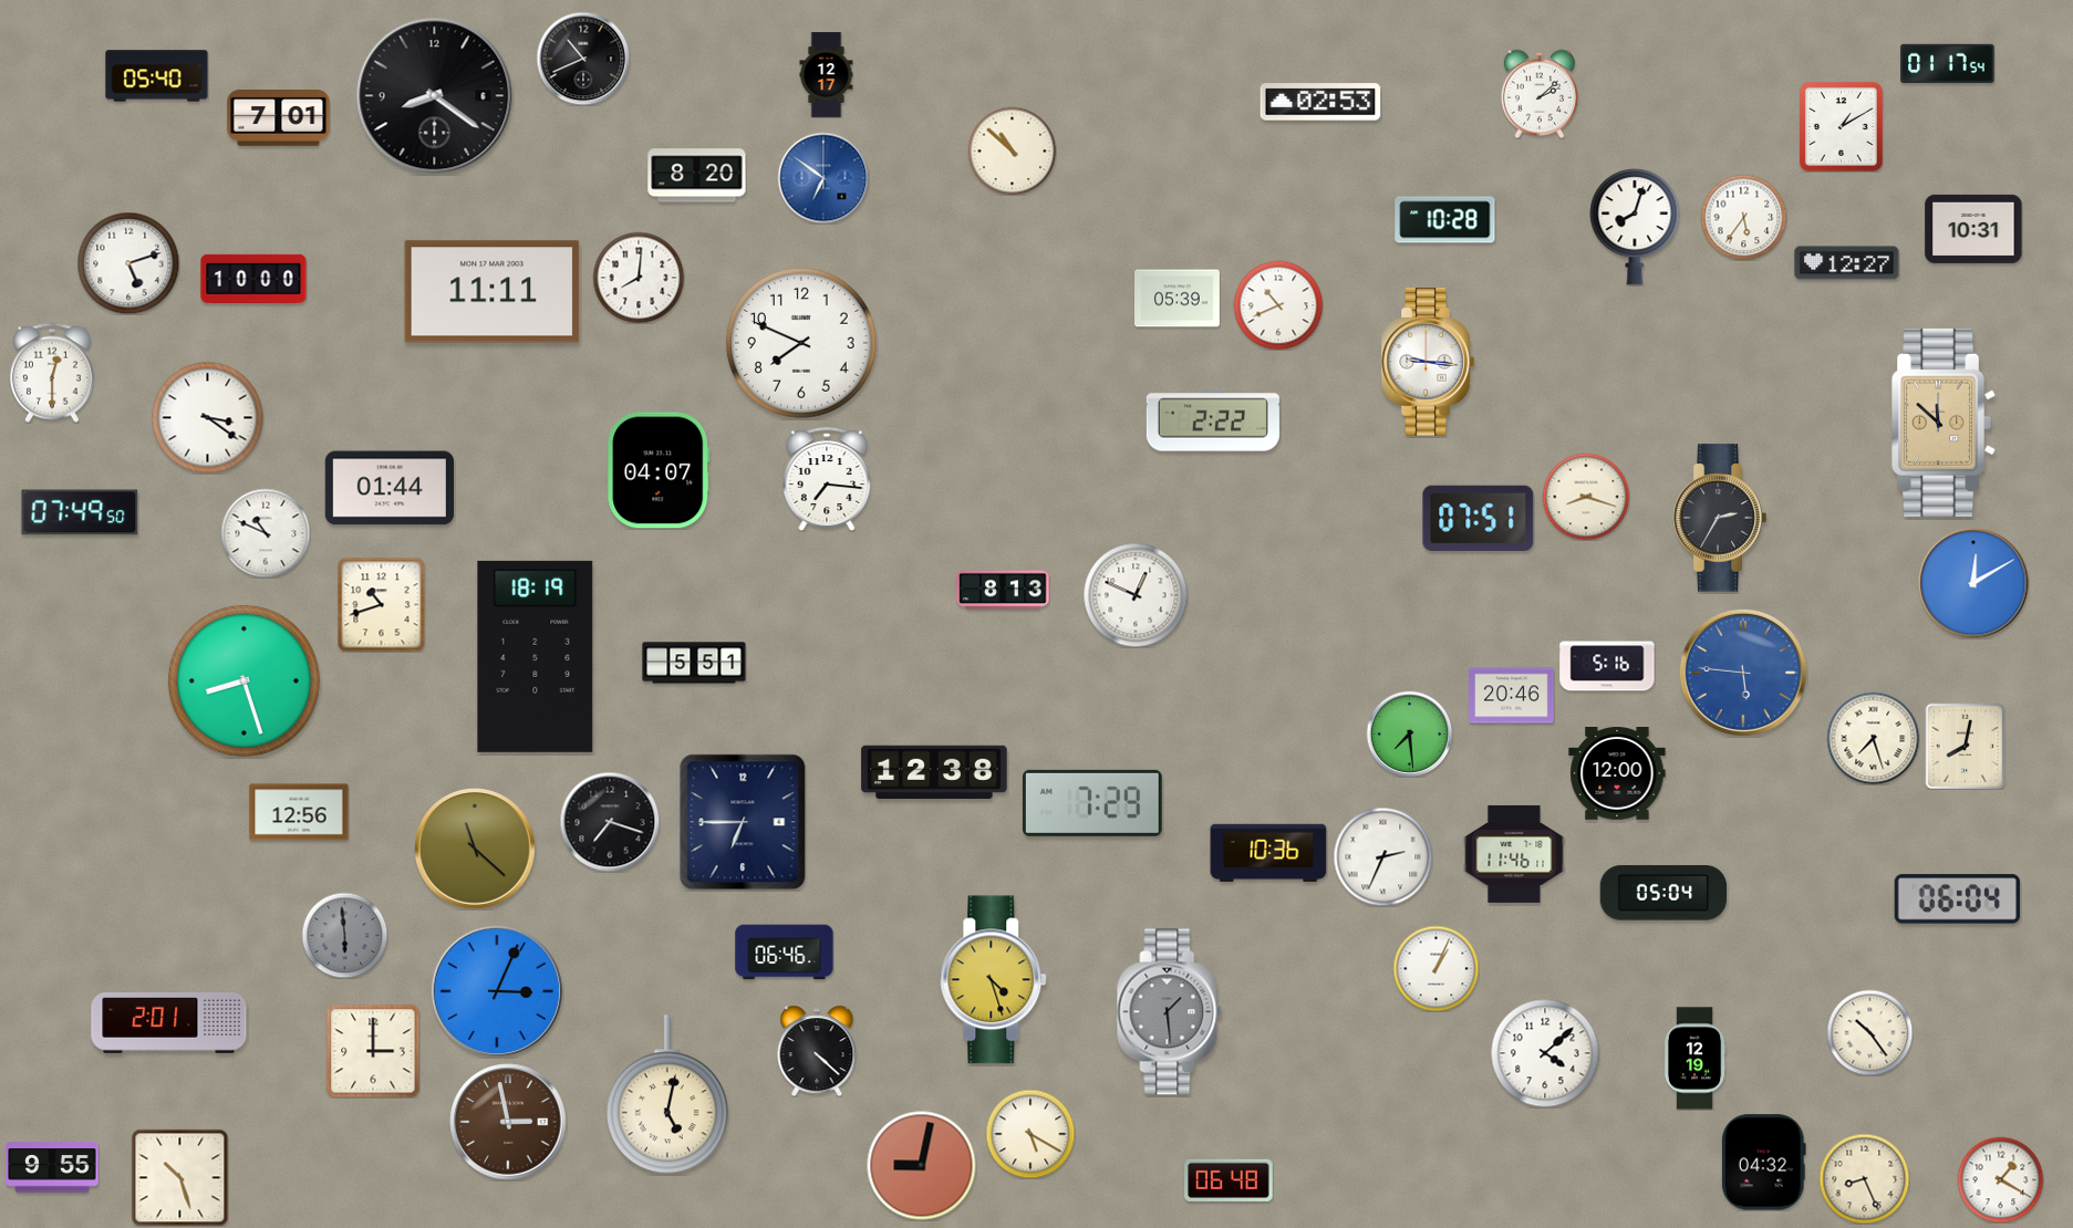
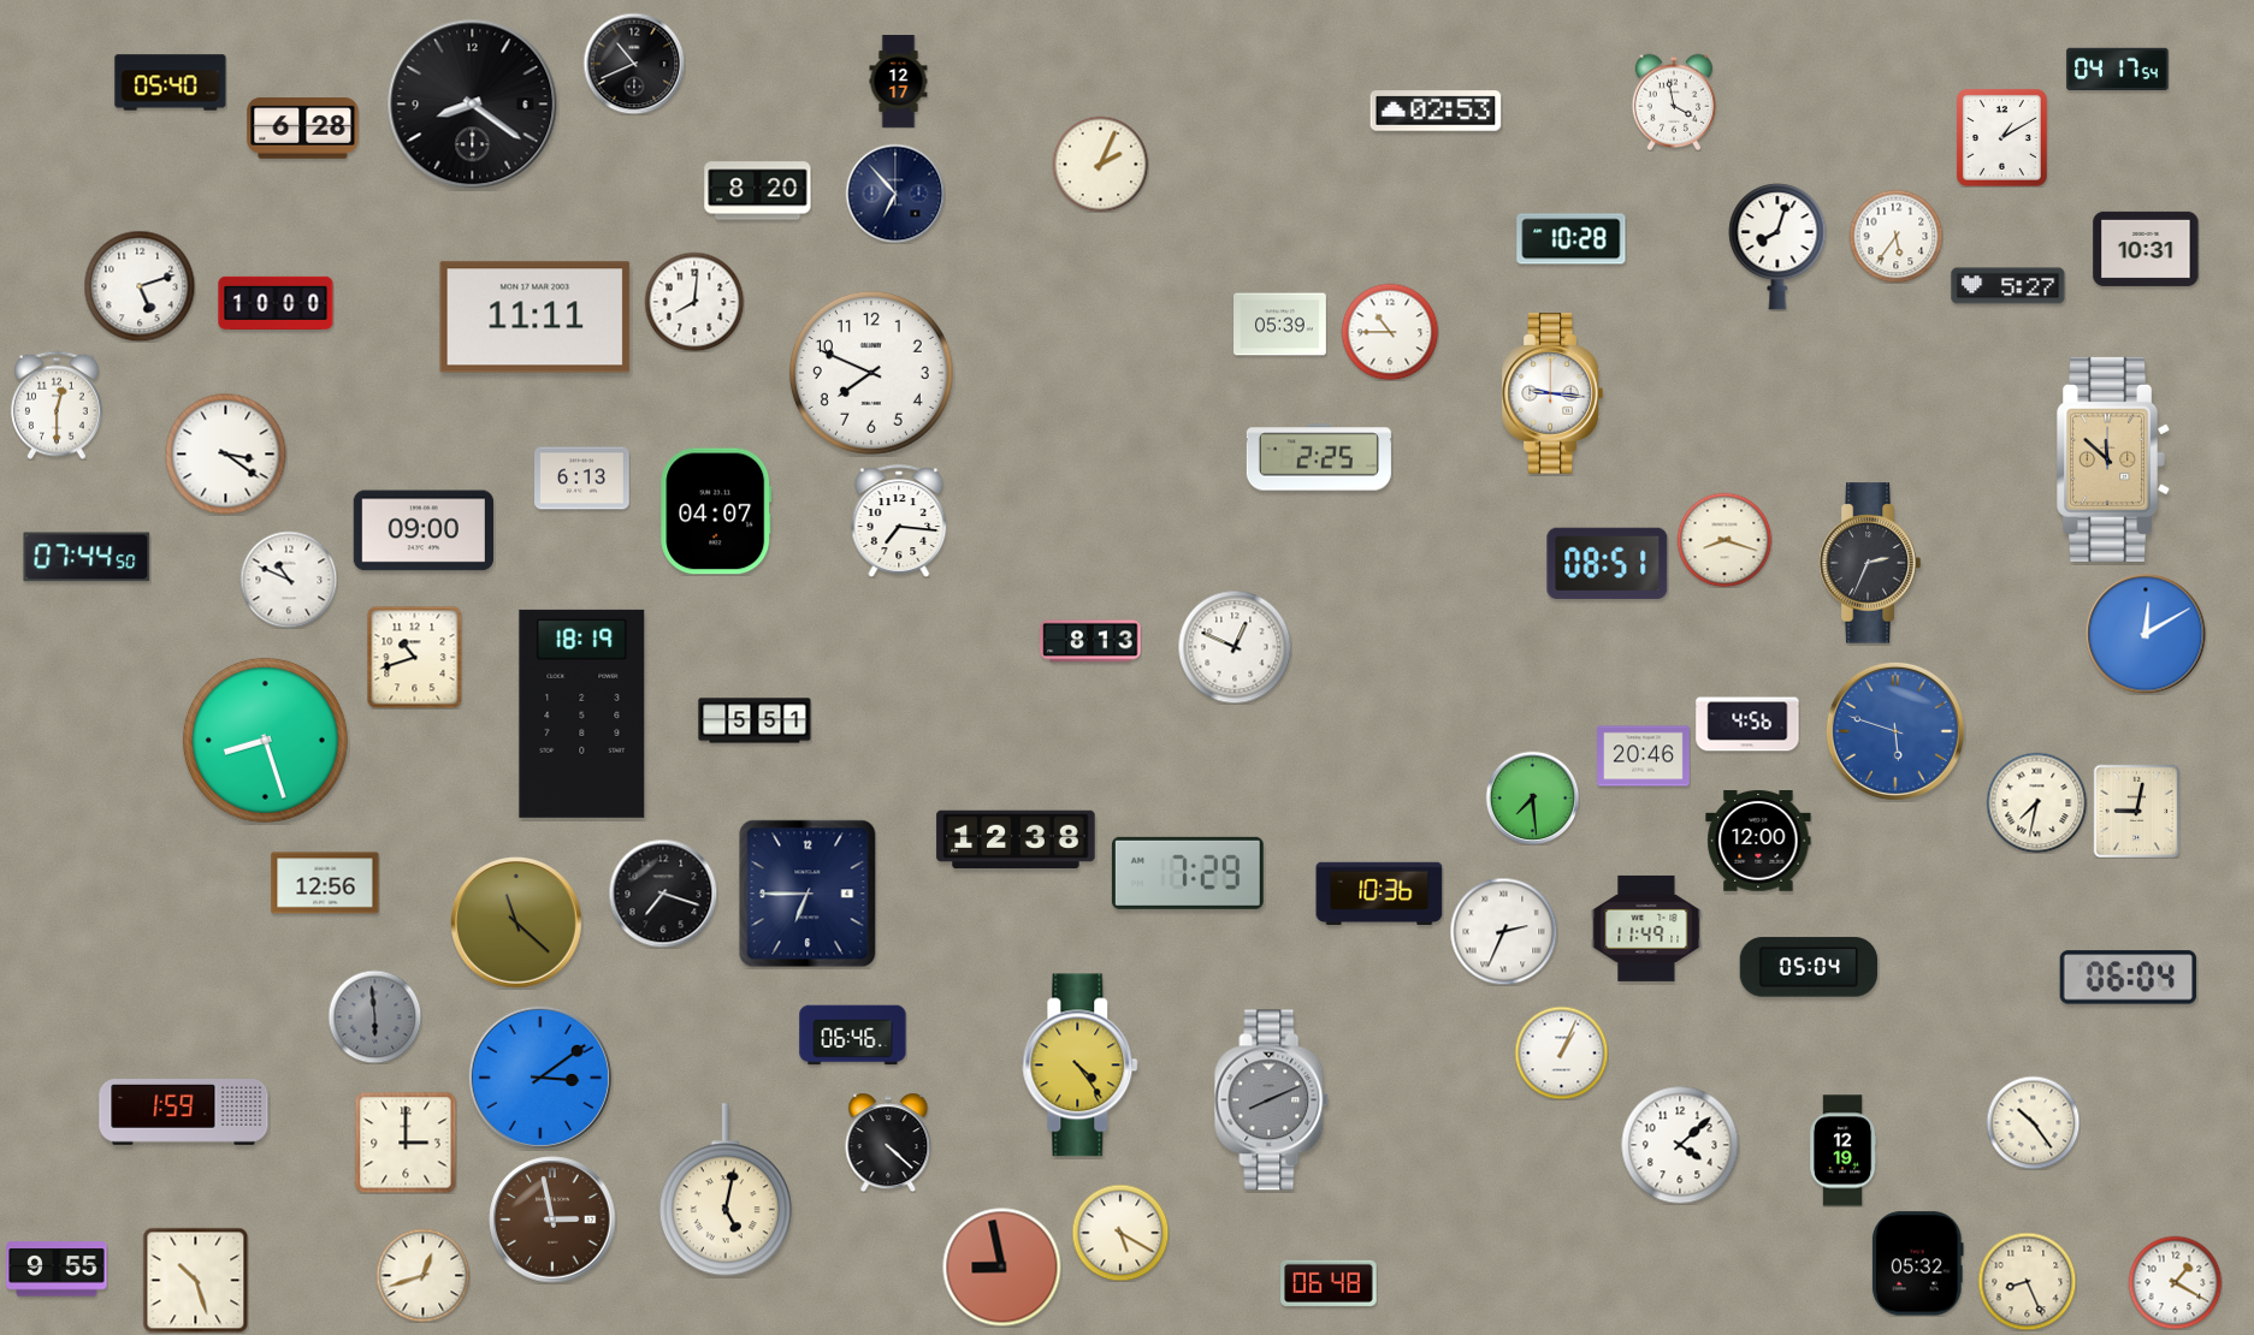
clock at (1948, 64): 01:17 -> 04:17
clock at (1540, 94): 2:08 -> 3:58
clock at (279, 118): 7:01 -> 6:28
clock at (1012, 150): 10:52 -> 2:04
clock at (823, 178): 6:51 -> 6:53
clock at (823, 178) dial: blue -> navy
clock at (1847, 263): 12:27 -> 5:27
clock at (1278, 305): 10:41 -> 10:45
clock at (1213, 420): 2:22 -> 2:25
clock at (582, 479): none -> 6:13
clock at (388, 488): 01:44 -> 09:00
clock at (80, 512): 07:49 -> 07:44
clock at (1479, 518): 07:51 -> 08:51
clock at (1720, 518): 2:35 -> 2:34
clock at (1607, 666): 5:16 -> 4:56
clock at (1743, 673): 5:46 -> 5:48
clock at (1873, 738): 7:27 -> 7:32
clock at (1966, 746): 8:02 -> 9:02
clock at (1268, 853) position: (1268, 853) -> (1379, 894)
clock at (1514, 854): 11:46 -> 11:49
clock at (1663, 893) position: (1663, 893) -> (1809, 967)
clock at (994, 980): 4:27 -> 4:24
clock at (497, 991): 3:04 -> 3:09
clock at (1170, 1012): 1:29 -> 8:11
clock at (169, 1023): 2:01 -> 1:59
clock at (1763, 1163): 04:32 -> 05:32
clock at (922, 1166): 9:02 -> 8:58
clock at (422, 1275): none -> 12:42
clock at (1229, 1180) position: (1229, 1180) -> (1329, 1283)
